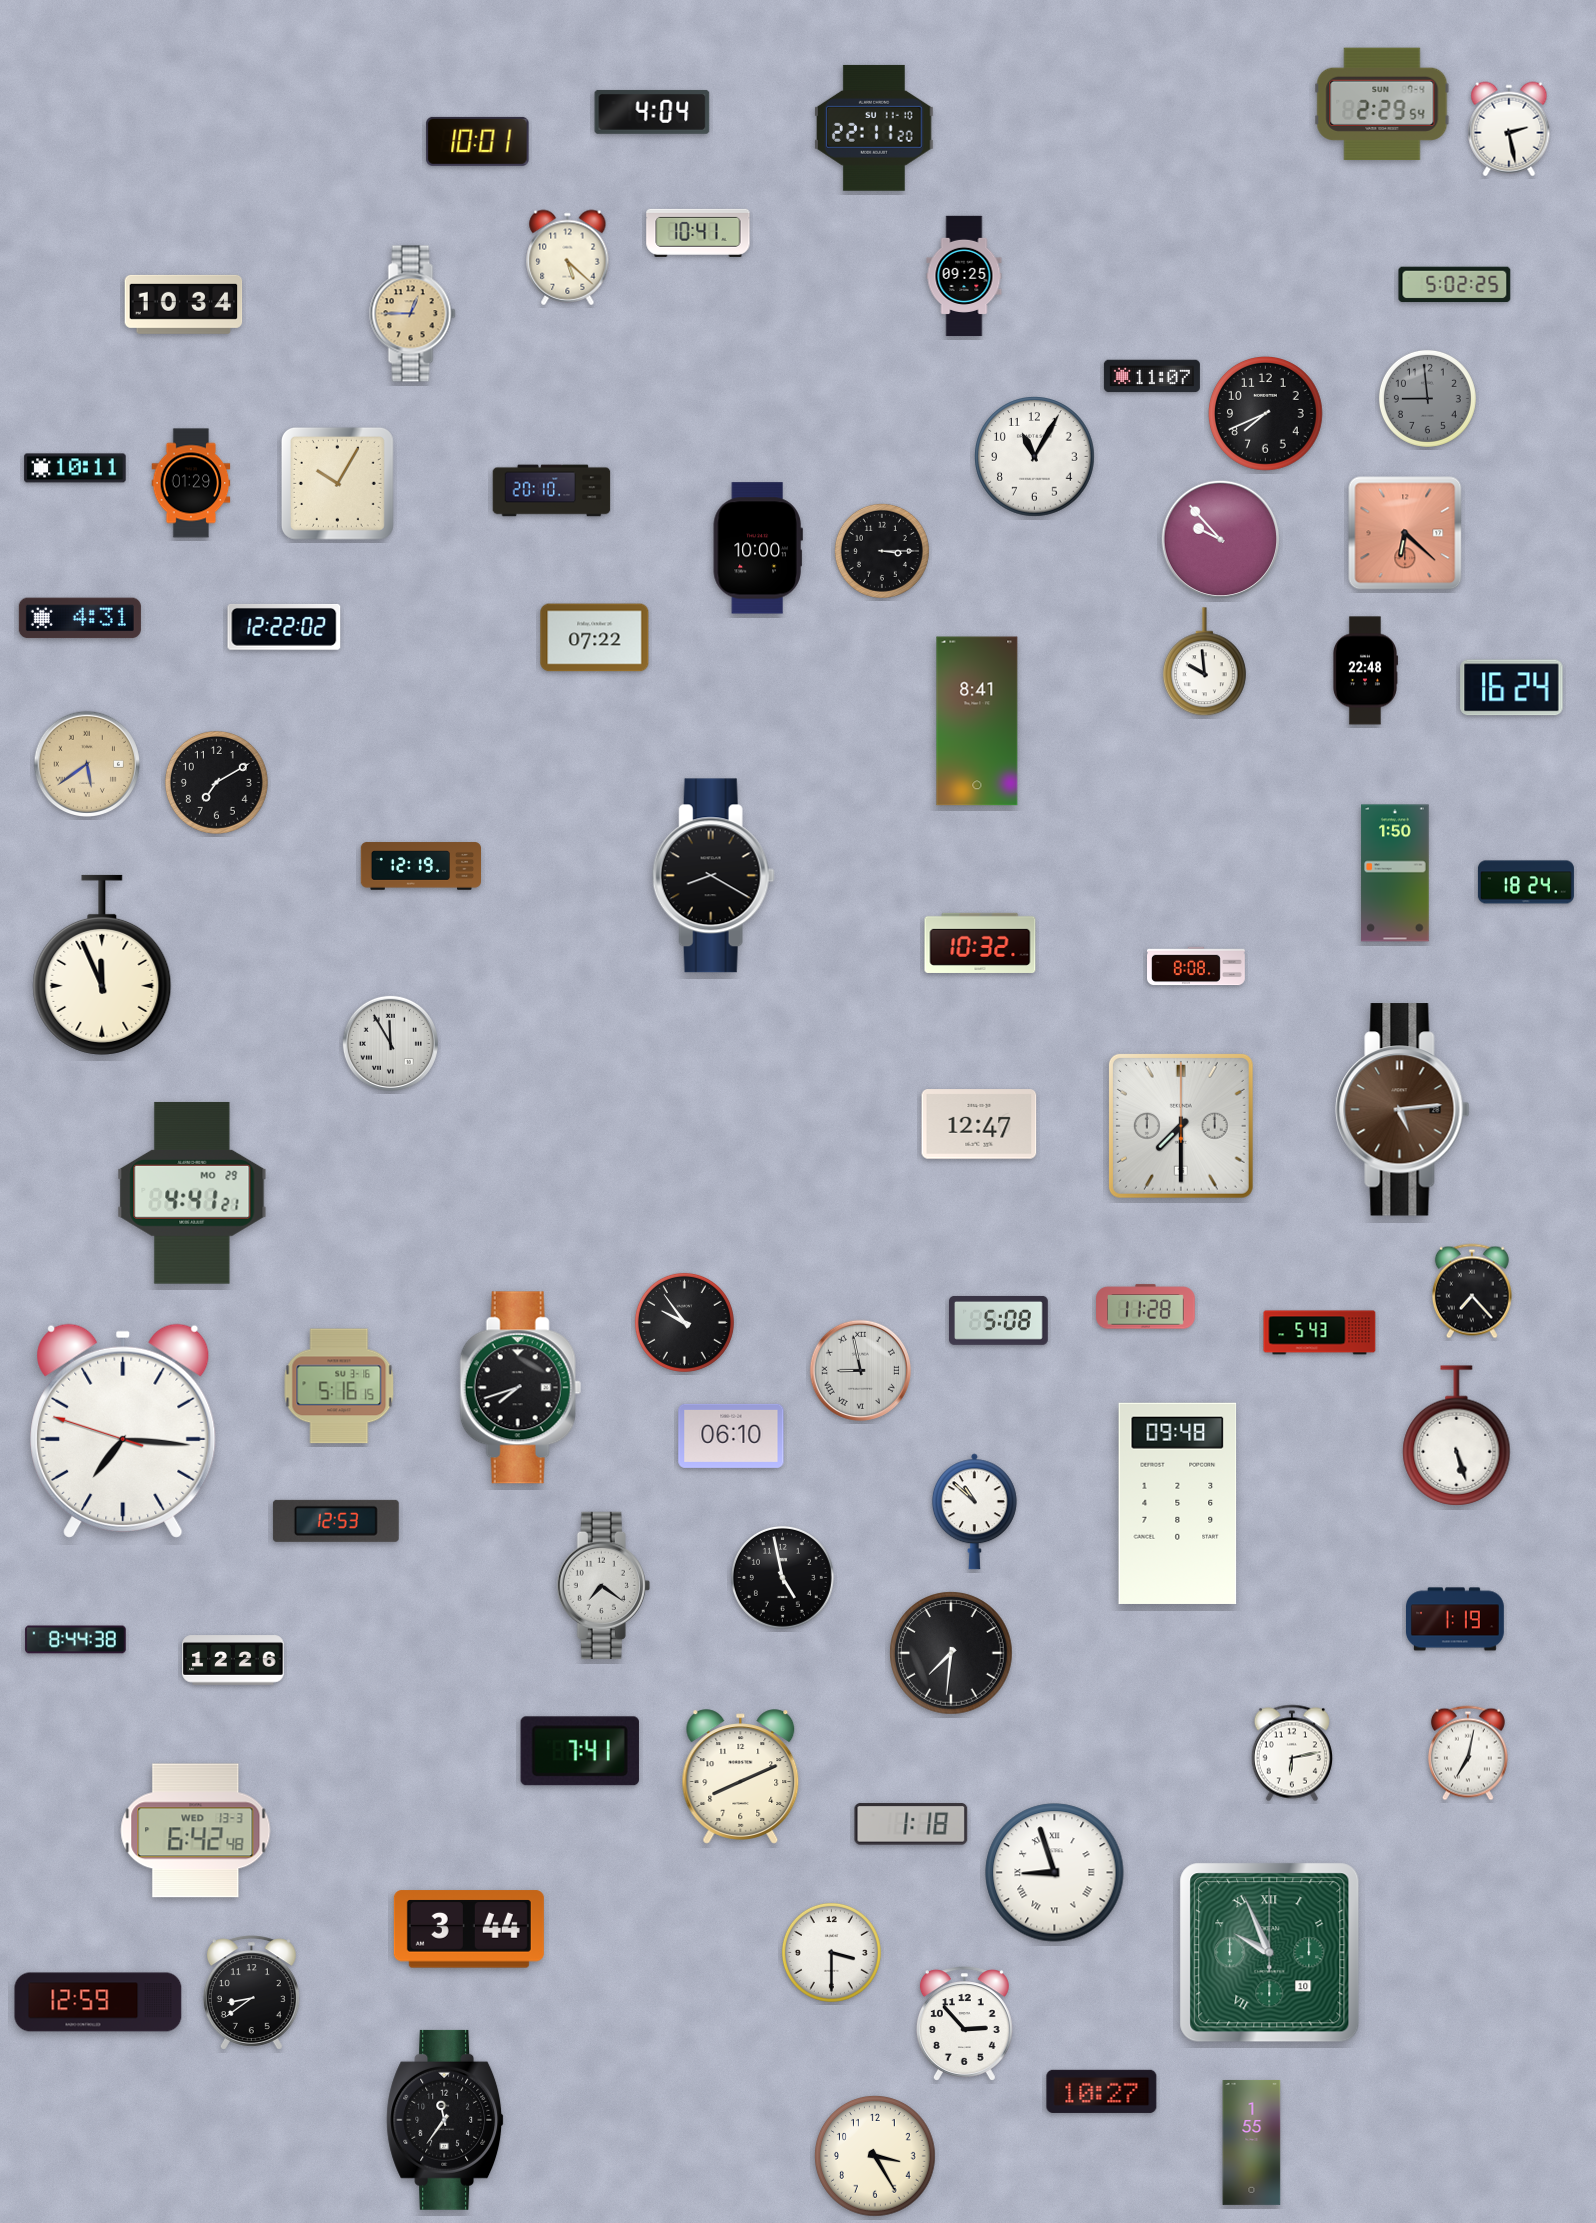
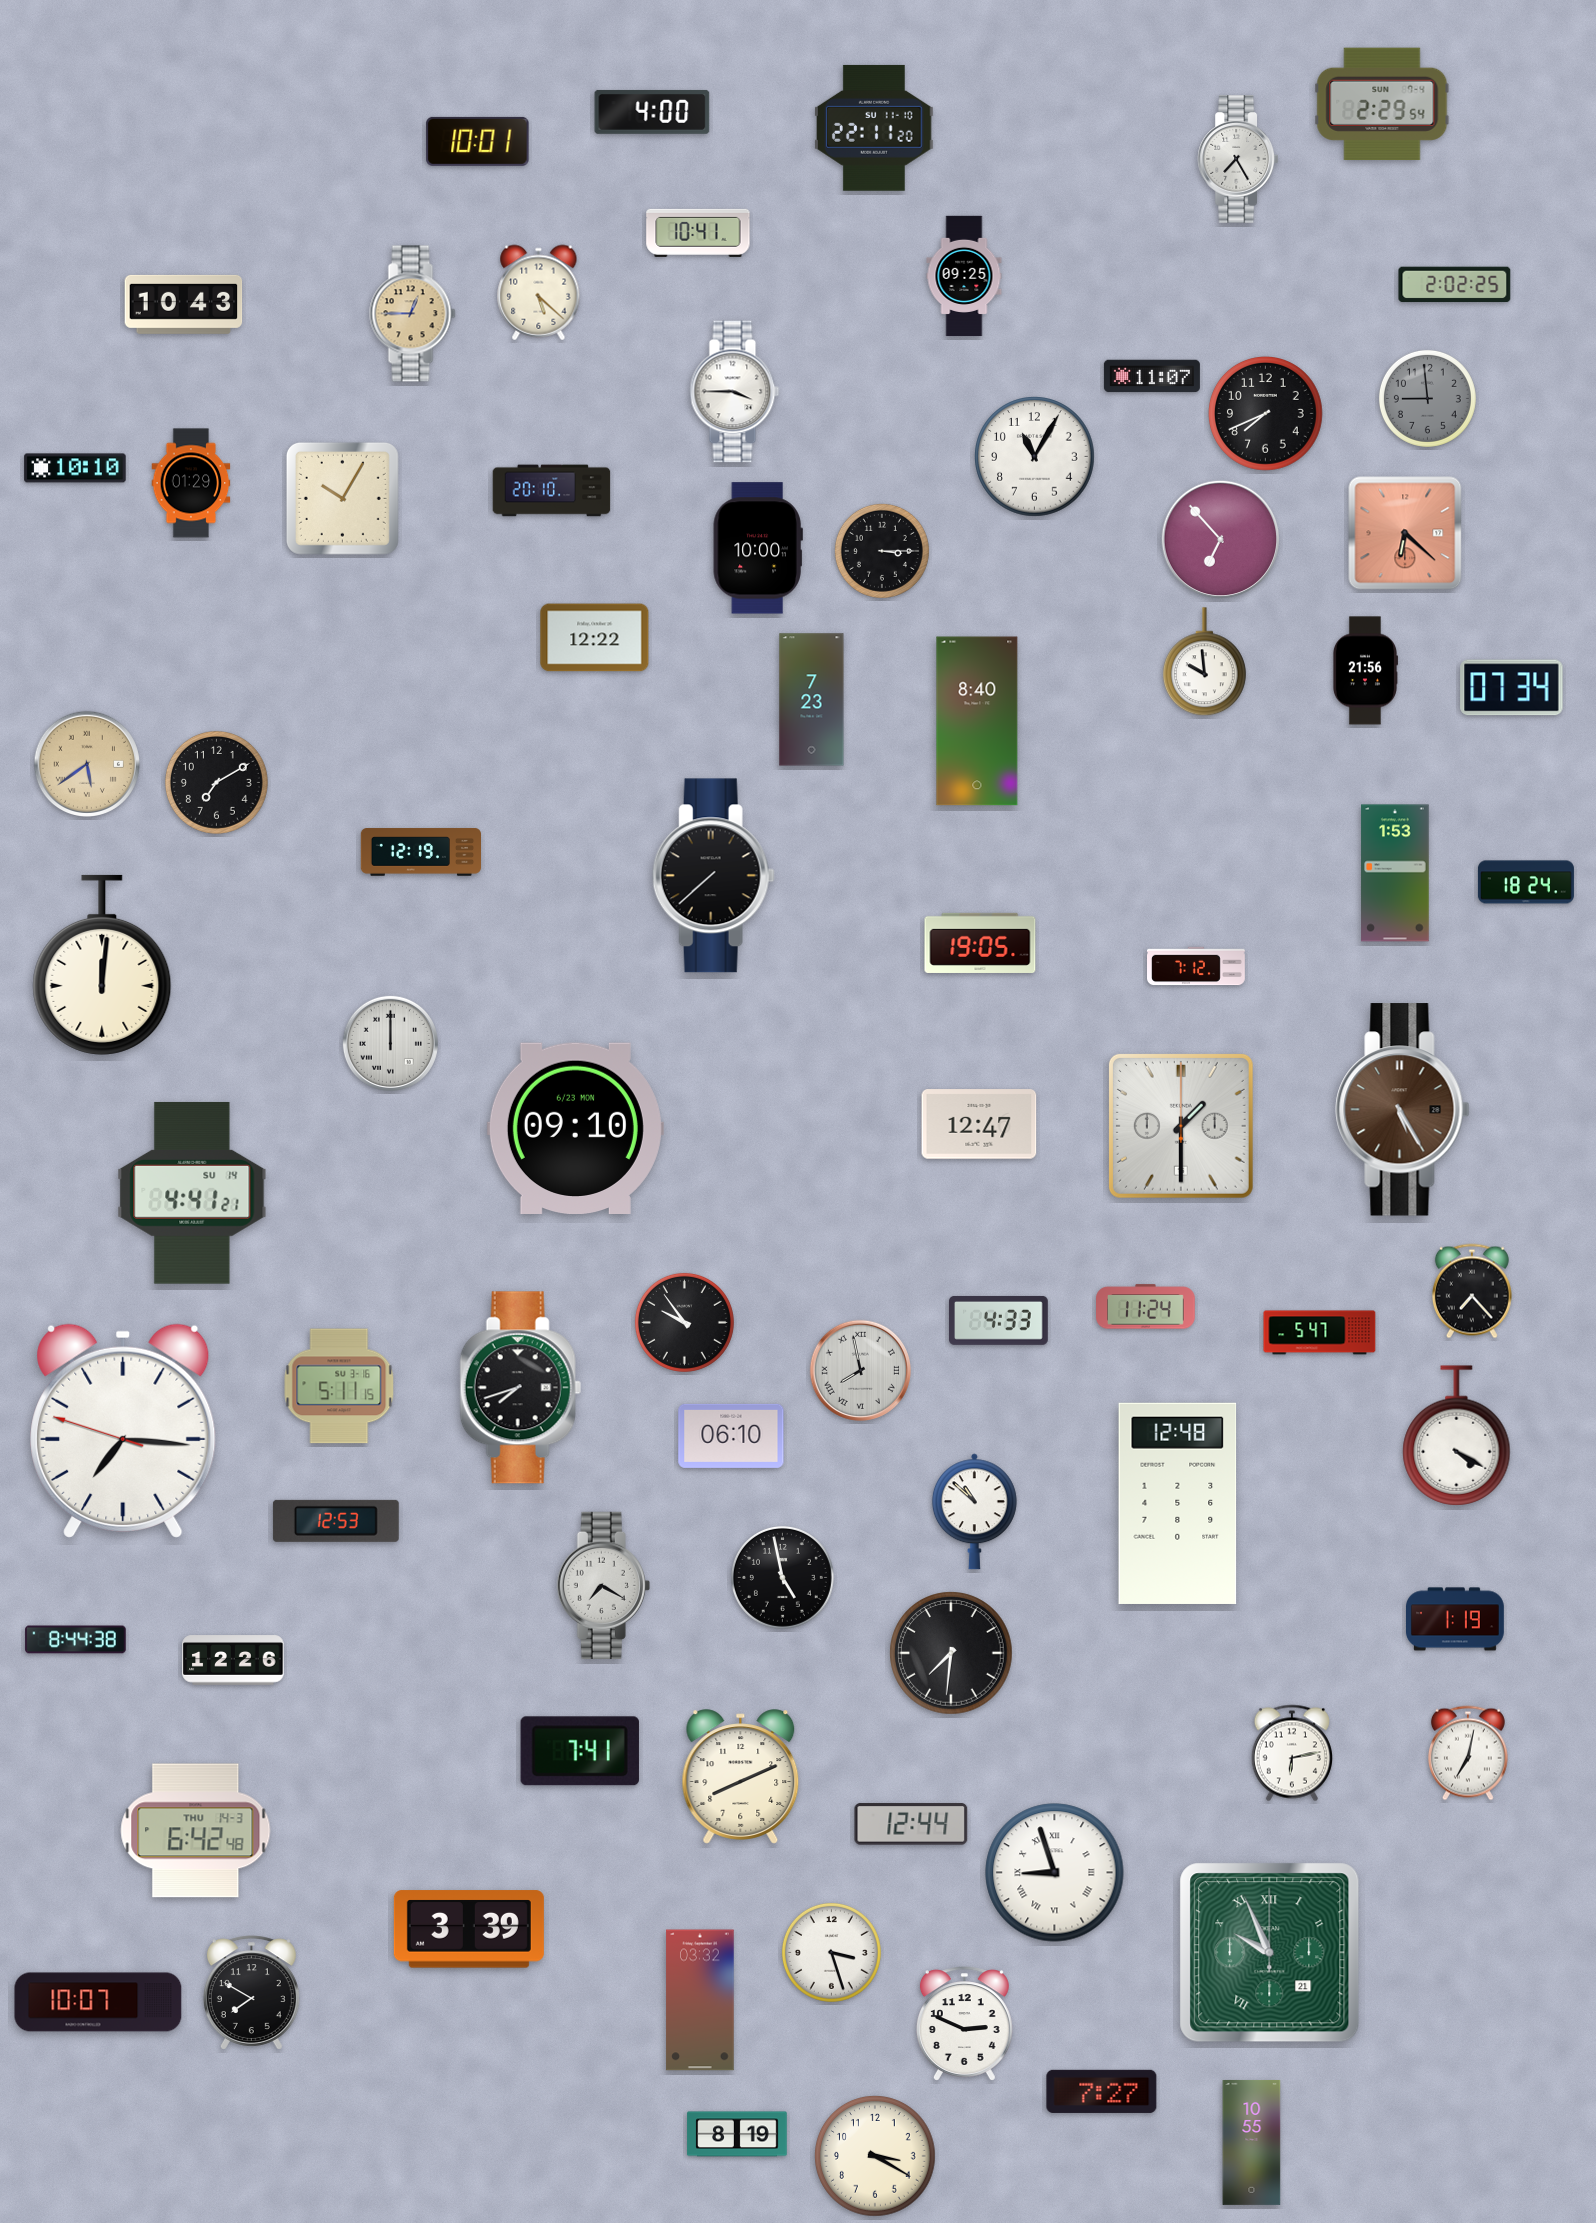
clock at (652, 112): 4:04 -> 4:00
clock at (1509, 129): 2:28 -> none
clock at (1237, 159): none -> 7:25
clock at (568, 258) position: (568, 258) -> (539, 293)
clock at (1455, 285): 5:02 -> 2:02
clock at (184, 304): 10:34 -> 10:43
clock at (735, 392): none -> 3:45
clock at (75, 468): 10:11 -> 10:10
clock at (337, 483) position: (337, 483) -> (342, 498)
clock at (1221, 540): 9:53 -> 6:53
clock at (80, 618): 4:31 -> none
clock at (284, 627): 12:22 -> none
clock at (595, 638): 07:22 -> 12:22
clock at (1365, 671): 22:48 -> 21:56
clock at (1512, 688): 16:24 -> 07:34
clock at (812, 700): none -> 7:23
clock at (977, 721): 8:41 -> 8:40
clock at (420, 866) position: (420, 866) -> (420, 852)
clock at (1395, 873): 1:50 -> 1:53
clock at (713, 876): 8:20 -> 7:38
clock at (980, 943): 10:32 -> 19:05
clock at (102, 965): 11:56 -> 12:01
clock at (1197, 966): 8:08 -> 7:12
clock at (390, 1043): 11:55 -> 12:00
clock at (1403, 1110): 5:14 -> 5:25
clock at (1181, 1126): 7:30 -> 1:30
clock at (575, 1128): none -> 09:10
clock at (192, 1193) date: MO 29 -> SU 14
clock at (1146, 1307): 11:28 -> 11:24
clock at (999, 1320): 5:08 -> 4:33
clock at (1320, 1333): 5:43 -> 5:47
clock at (860, 1370): 8:58 -> 7:58
clock at (339, 1386): 5:16 -> 5:11
clock at (1457, 1436): 5:27 -> 4:20
clock at (1178, 1503): 09:48 -> 12:48
clock at (603, 1585): 7:21 -> 7:20
clock at (911, 1824): 1:18 -> 12:44
clock at (196, 1831) date: WED 13-3 -> THU 14-3
clock at (469, 1929): 3:44 -> 3:39
clock at (831, 1952): 3:30 -> 3:27
clock at (1270, 1953) date: 10 -> 21
clock at (251, 1993): 8:39 -> 7:50
clock at (700, 2000): none -> 03:32
clock at (98, 2002): 12:59 -> 10:07
clock at (964, 2024): 2:53 -> 2:49
clock at (1102, 2091): 10:27 -> 7:27
clock at (446, 2120): 11:36 -> none
clock at (737, 2134): none -> 8:19
clock at (1252, 2142): 1:55 -> 10:55
clock at (875, 2156): 3:25 -> 3:20
